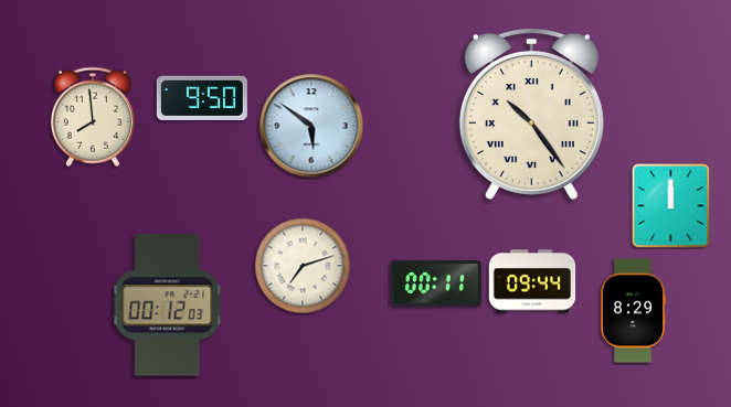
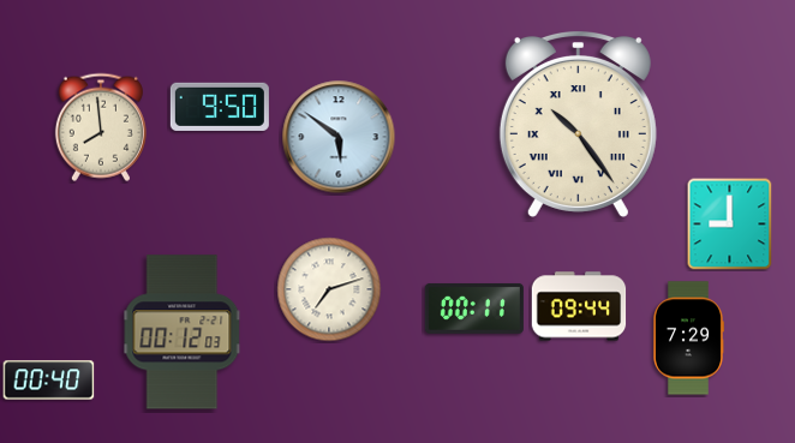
clock at (671, 206): 12:00 -> 9:00
clock at (633, 311): 8:29 -> 7:29
clock at (49, 381): none -> 00:40
